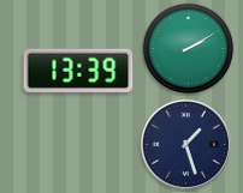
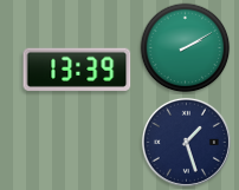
clock at (185, 144) position: (185, 144) -> (186, 142)
